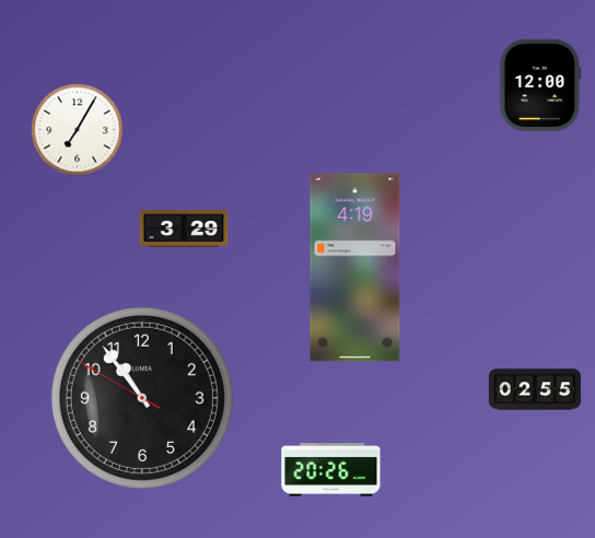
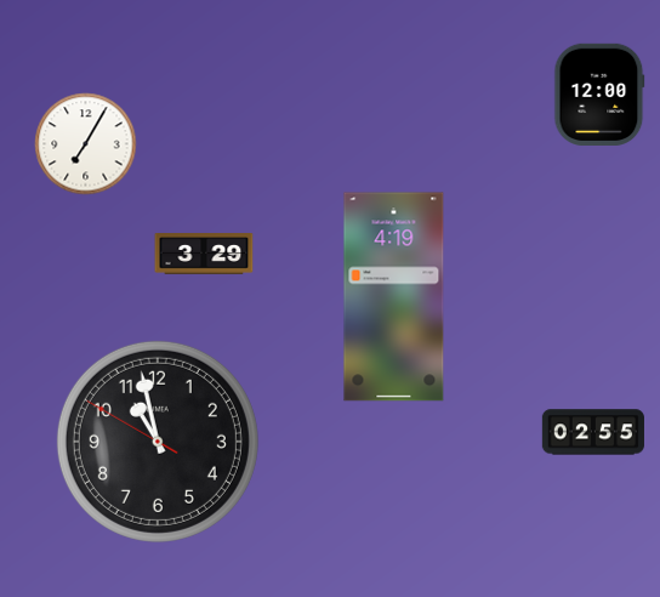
clock at (142, 398): 10:53 -> 10:57
clock at (331, 470): 20:26 -> none
